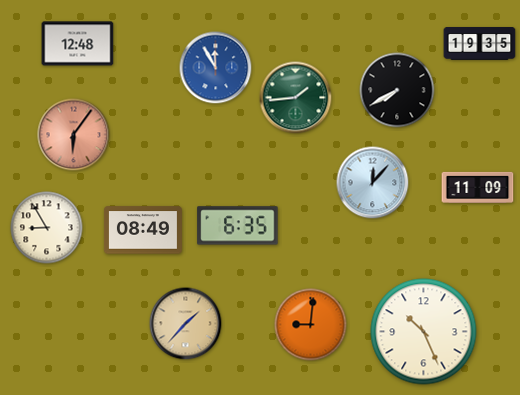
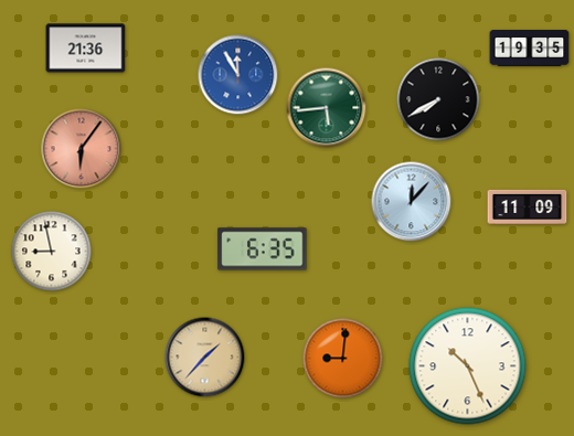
clock at (78, 44): 12:48 -> 21:36
clock at (296, 98): 1:44 -> 5:44
clock at (47, 228): 8:55 -> 8:58
clock at (143, 230): 08:49 -> none
